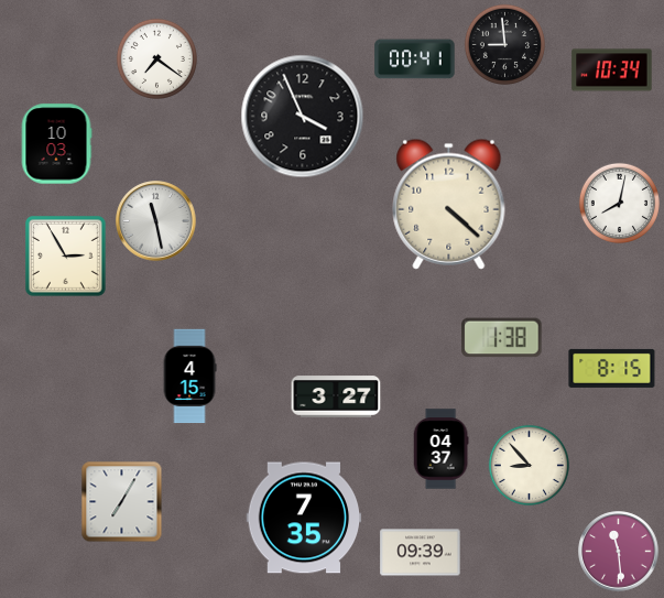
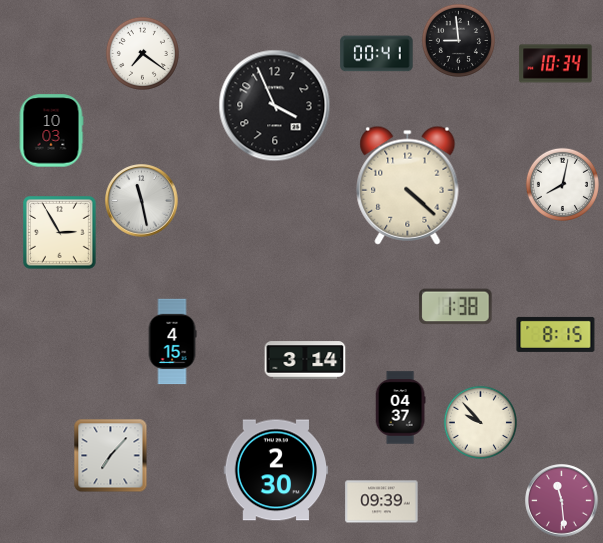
clock at (336, 396): 3:27 -> 3:14
clock at (529, 465): 8:53 -> 9:53
clock at (122, 502): 7:05 -> 7:07
clock at (304, 518): 7:35 -> 2:30
